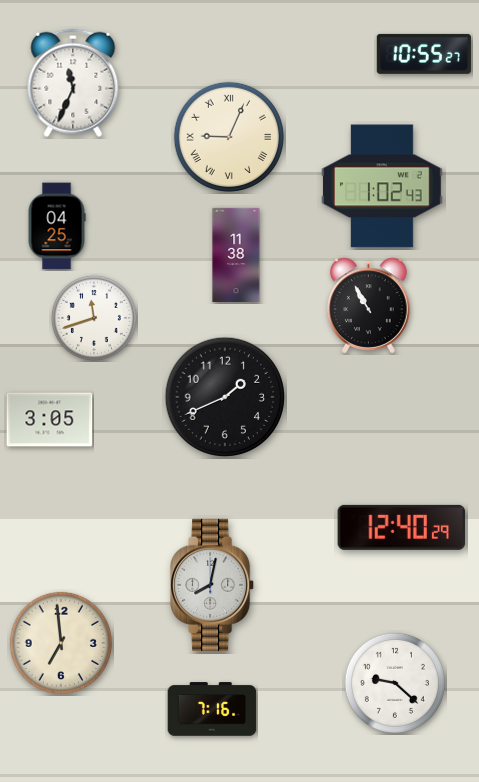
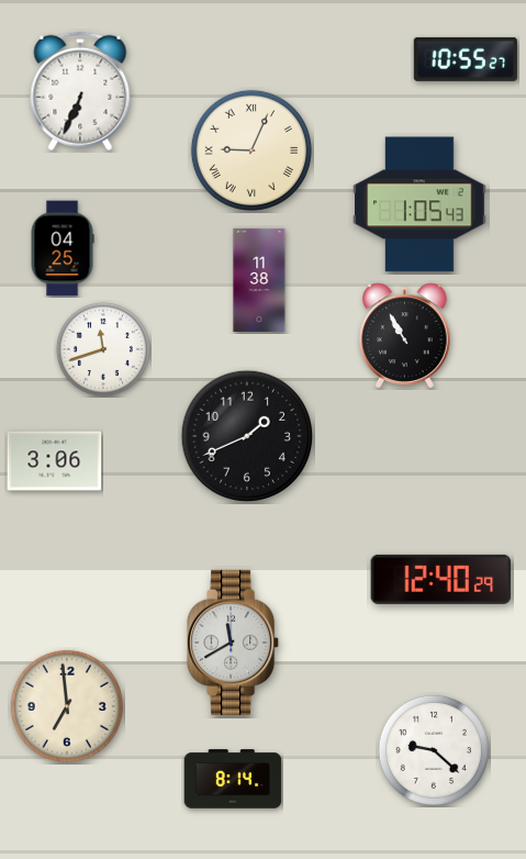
clock at (73, 83): 11:34 -> 6:34
clock at (382, 186): 1:02 -> 1:05
clock at (50, 420): 3:05 -> 3:06
clock at (213, 585): 8:02 -> 11:40
clock at (212, 709): 7:16 -> 8:14
